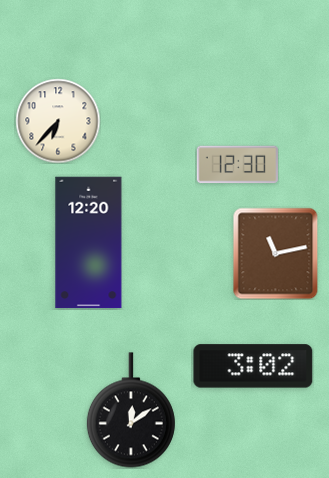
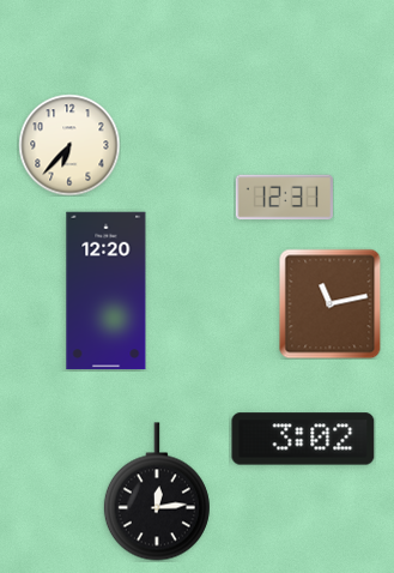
clock at (237, 165): 12:30 -> 12:31
clock at (131, 410): 12:09 -> 12:14
